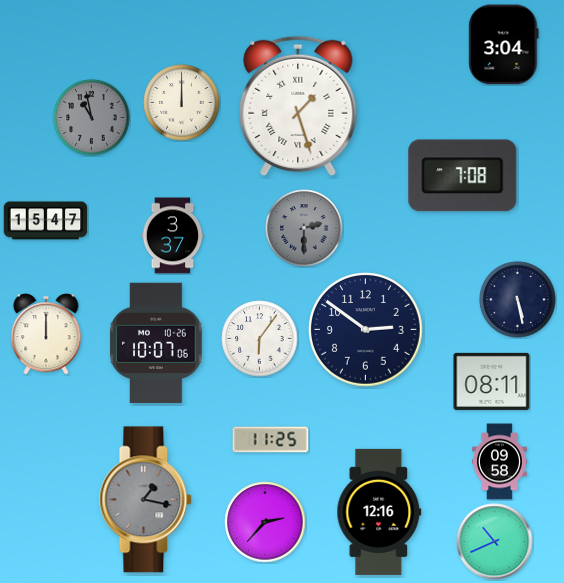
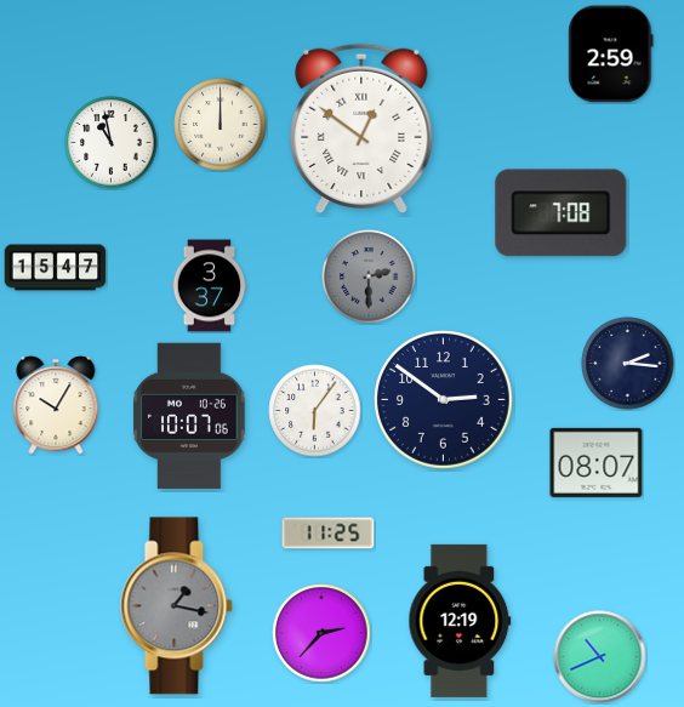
clock at (504, 45): 3:04 -> 2:59
clock at (298, 106): 1:27 -> 12:51
clock at (92, 118) dial: grey -> white
clock at (518, 300): 5:28 -> 2:16
clock at (46, 334): 12:00 -> 10:05
clock at (492, 381): 08:11 -> 08:07
clock at (499, 462): 09:58 -> none
clock at (379, 512): 12:16 -> 12:19
